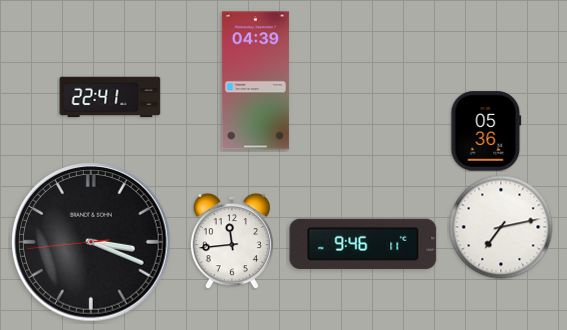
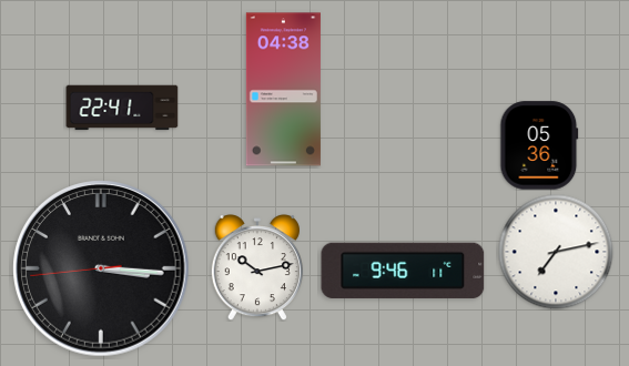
clock at (255, 81): 04:39 -> 04:38
clock at (232, 241): 11:44 -> 10:13
clock at (91, 242): 3:18 -> 3:15
